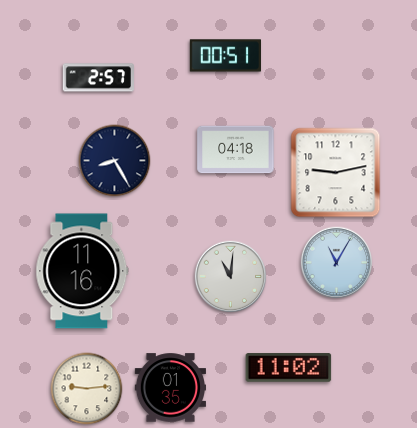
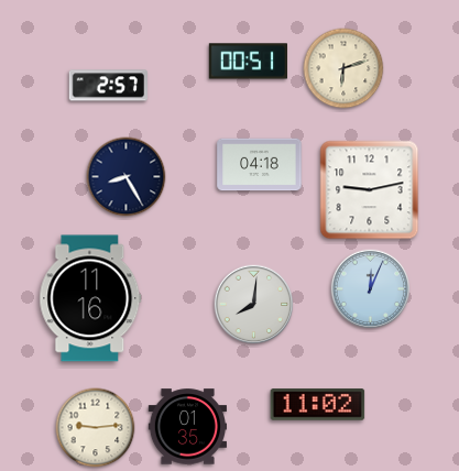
clock at (343, 68): none -> 6:12
clock at (337, 263): 11:05 -> 12:04
clock at (231, 277): 11:01 -> 8:01
